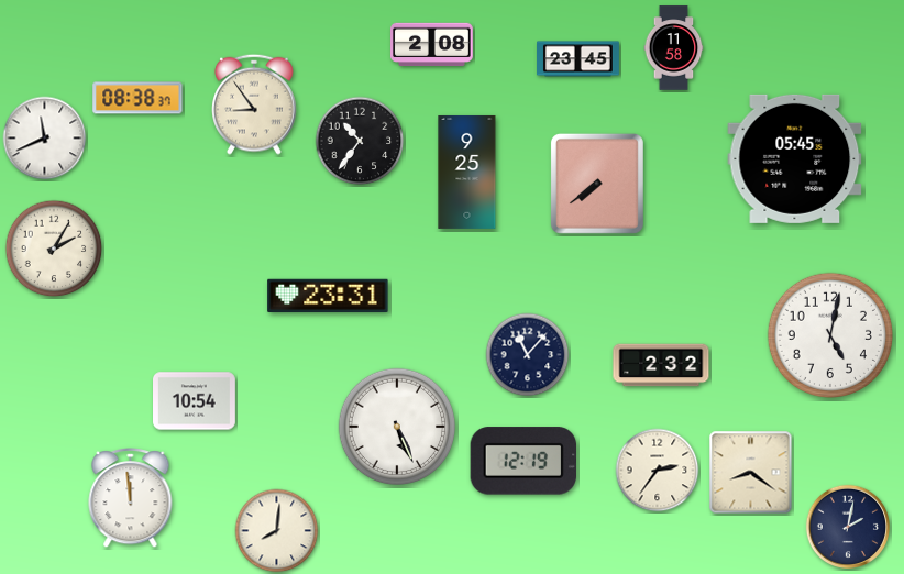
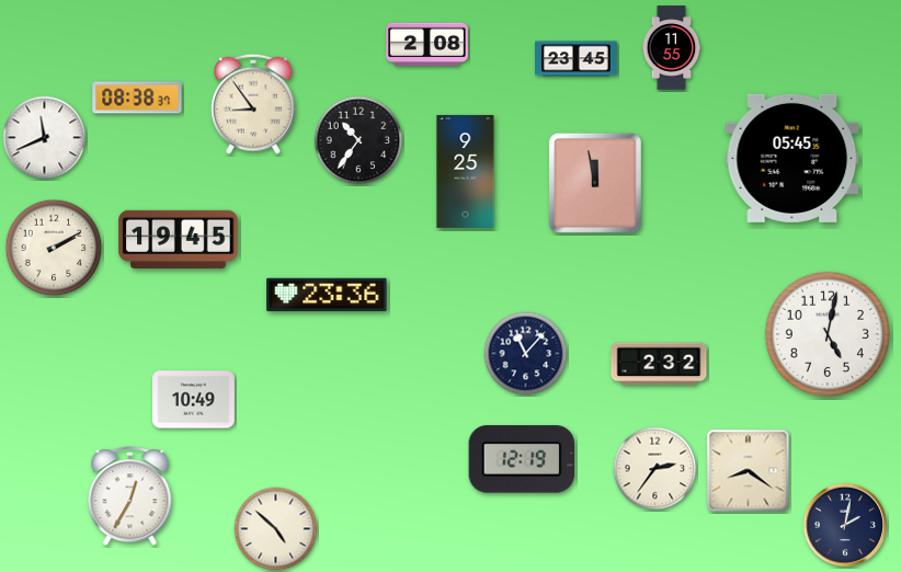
clock at (432, 45) position: (432, 45) -> (427, 45)
clock at (674, 48): 11:58 -> 11:55
clock at (597, 184): 7:39 -> 11:58
clock at (179, 239): none -> 19:45
clock at (54, 249): 2:05 -> 2:10
clock at (328, 295): 23:31 -> 23:36
clock at (195, 401): 10:54 -> 10:49
clock at (397, 427): 5:26 -> none
clock at (131, 498): 11:59 -> 12:35
clock at (277, 531): 8:01 -> 4:52
